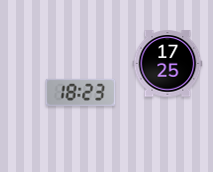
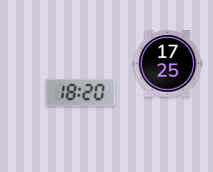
clock at (81, 92): 18:23 -> 18:20
